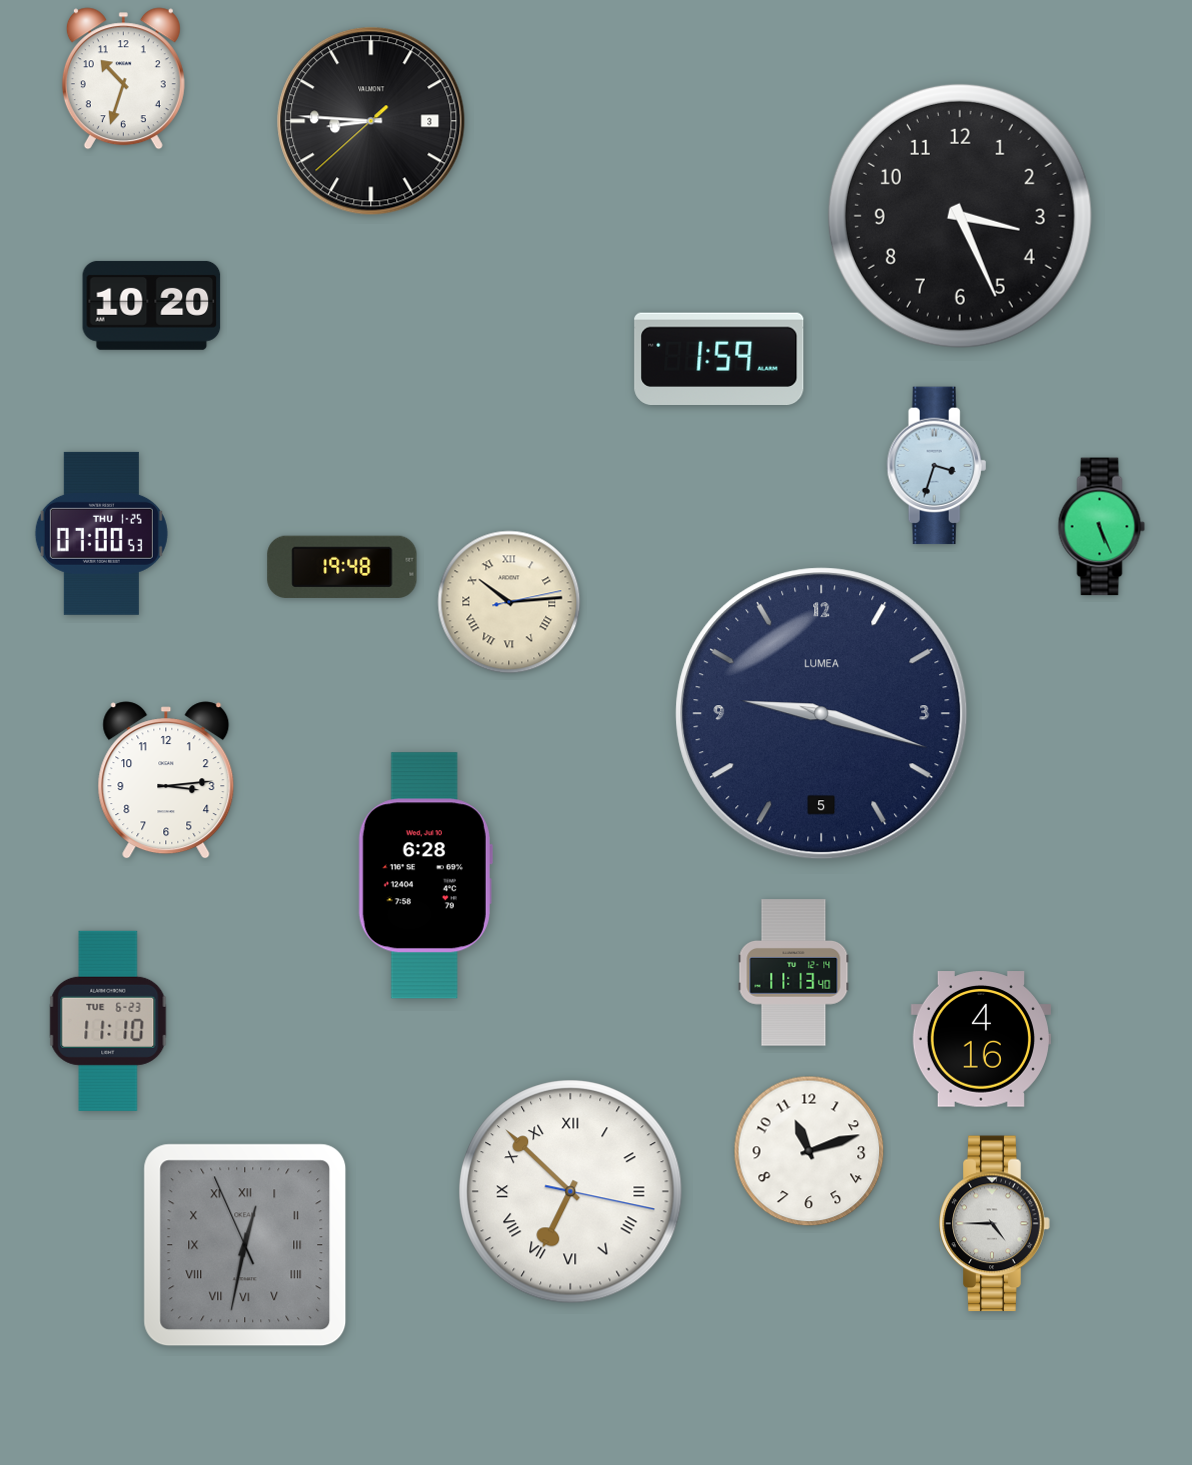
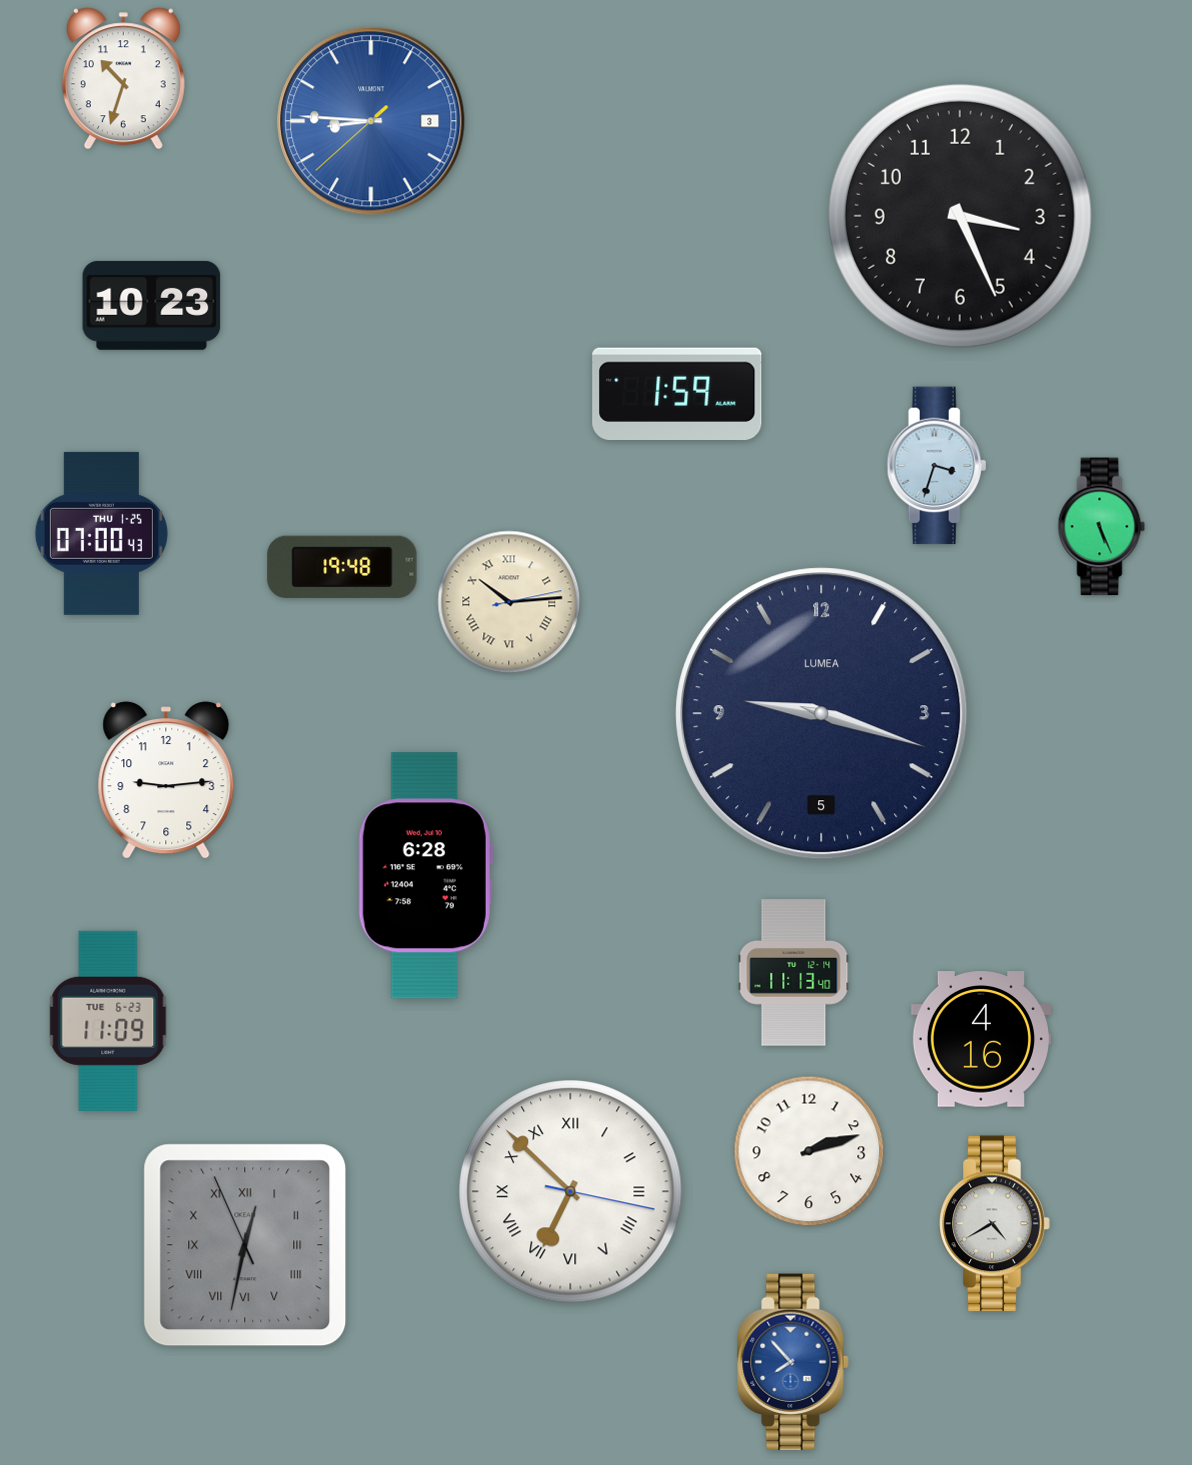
clock at (371, 121) dial: black -> blue
clock at (152, 305): 10:20 -> 10:23
clock at (719, 358) position: (719, 358) -> (677, 393)
clock at (101, 533): 07:00:53 -> 07:00:43
clock at (166, 780): 3:14 -> 9:14
clock at (108, 1021): 11:10 -> 11:09
clock at (809, 1151): 11:12 -> 2:12
clock at (995, 1224): 4:45 -> 4:40
clock at (793, 1362): none -> 7:53
